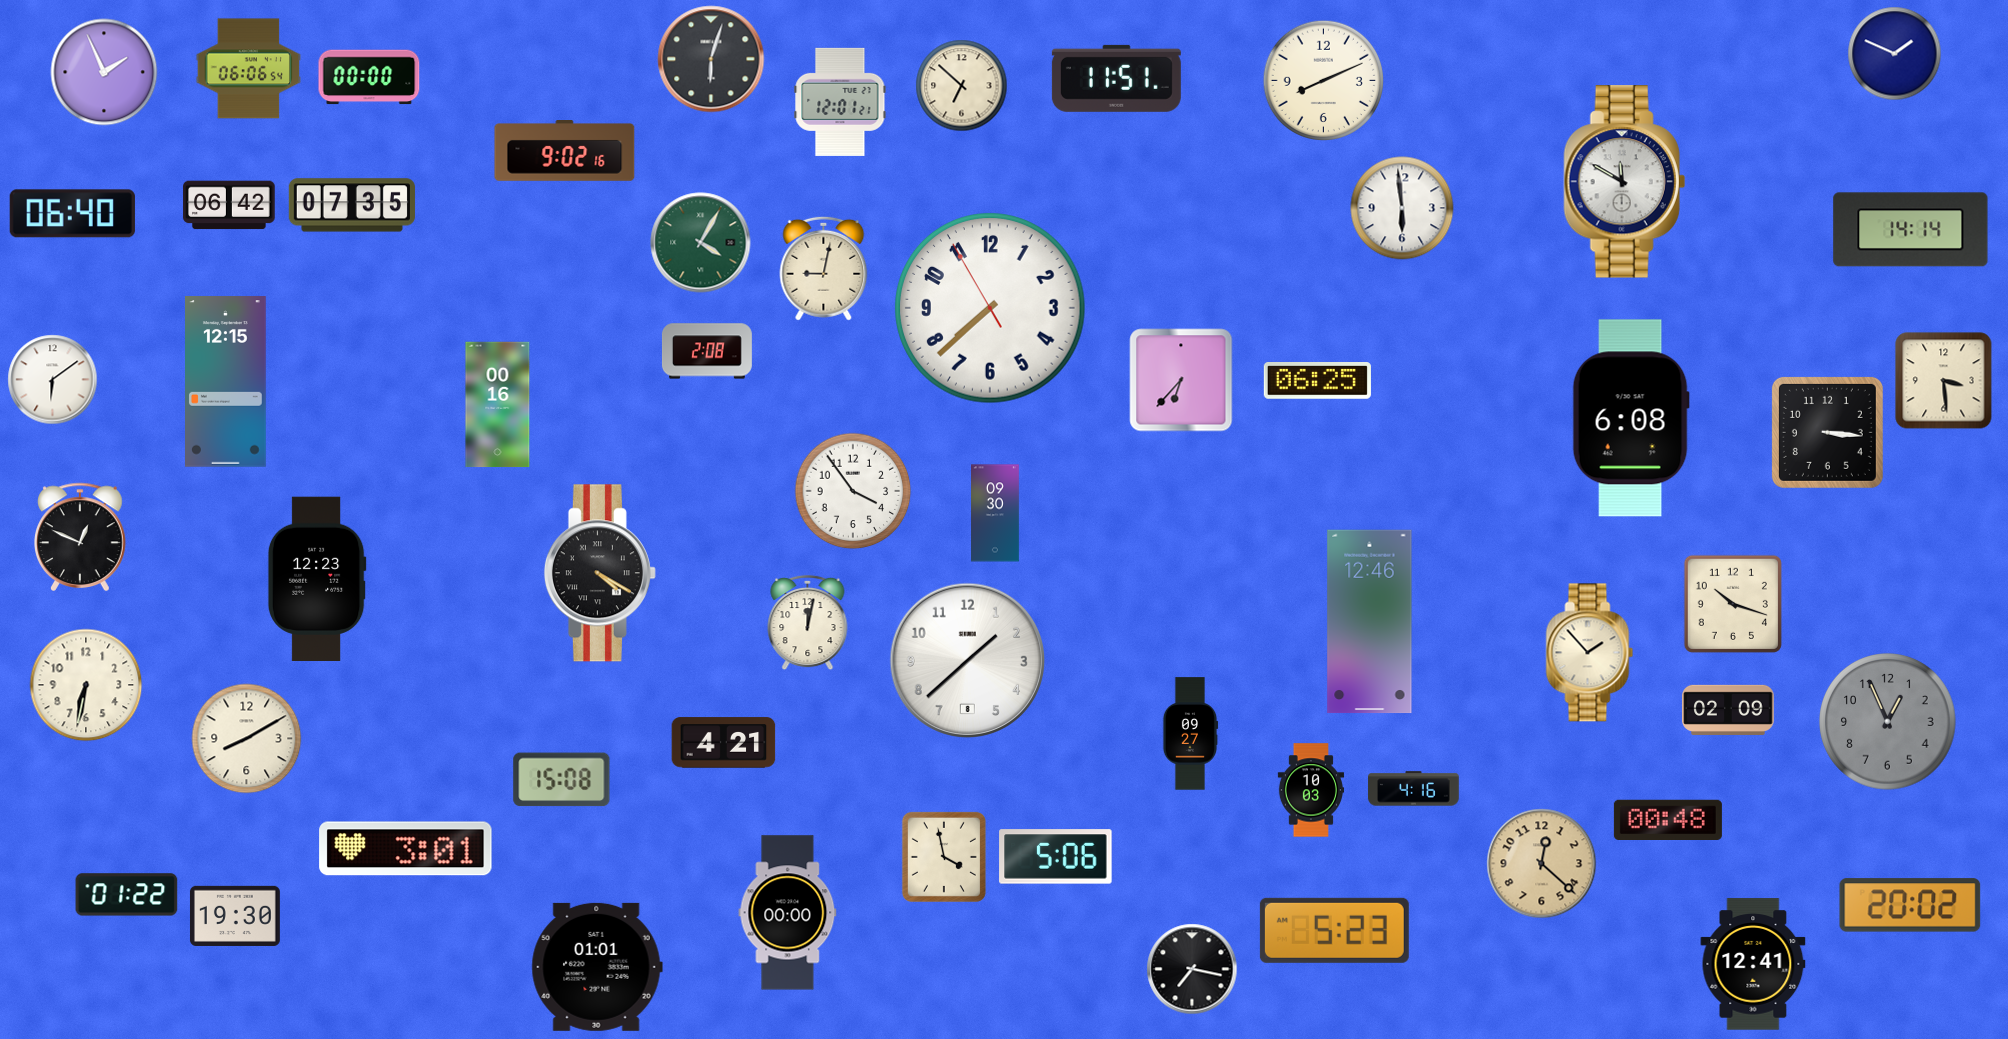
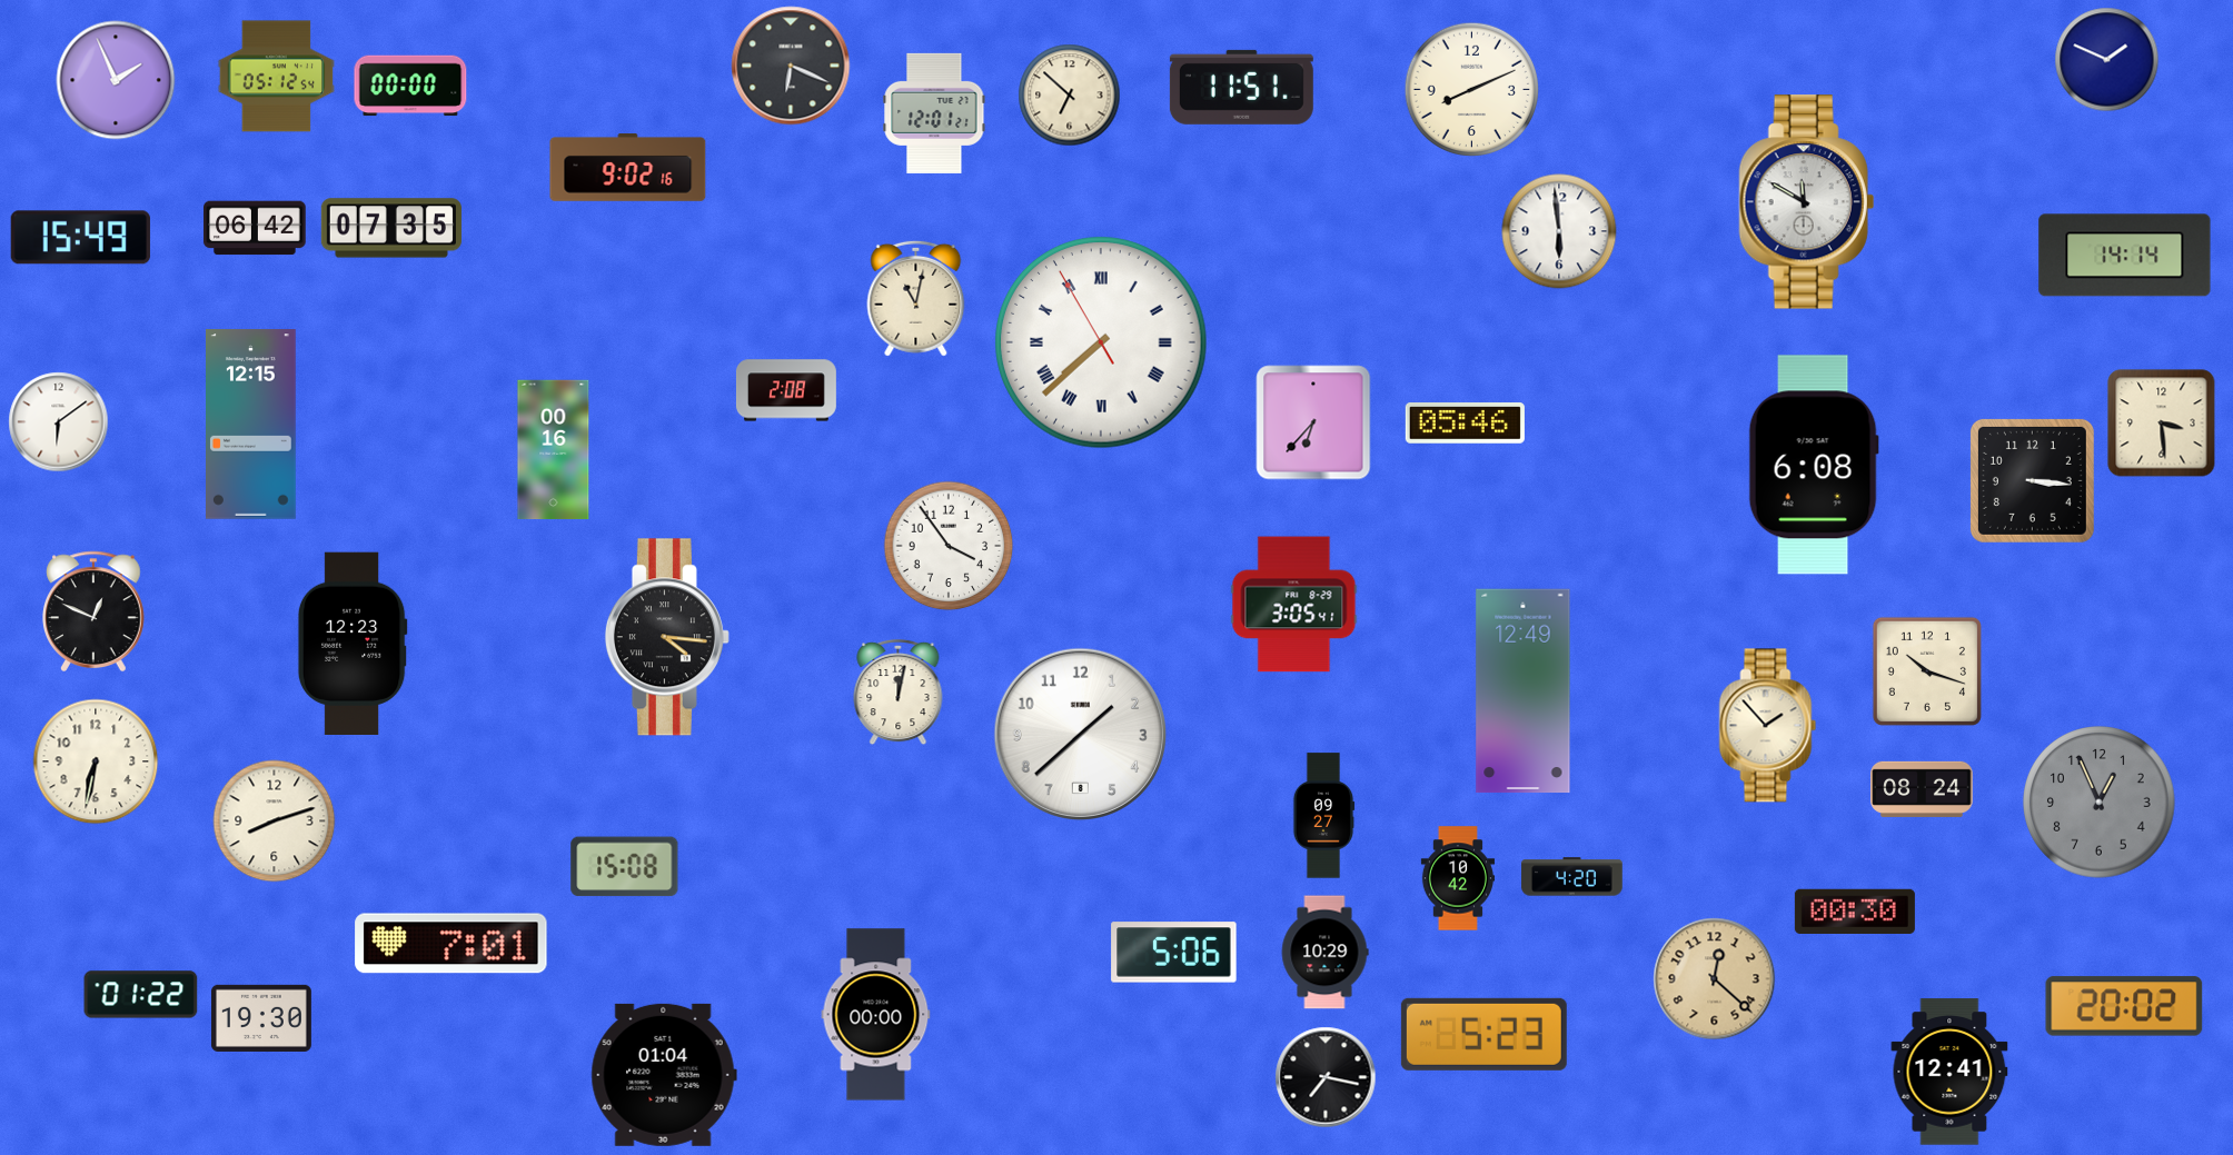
clock at (711, 59): 6:03 -> 6:19
clock at (249, 69): 06:06 -> 05:12
clock at (72, 214): 06:40 -> 15:49
clock at (701, 243): 4:05 -> none
clock at (824, 268): 9:02 -> 11:02
clock at (990, 308) numerals: Arabic -> Roman
clock at (1317, 381): 06:25 -> 05:46
clock at (996, 513): 09:30 -> none
clock at (81, 536) position: (81, 536) -> (95, 610)
clock at (1294, 605): none -> 3:05
clock at (600, 573): 4:20 -> 4:16
clock at (1370, 622): 12:46 -> 12:49
clock at (968, 661) position: (968, 661) -> (1081, 735)
clock at (1728, 710): 02:09 -> 08:24
clock at (247, 739): 8:10 -> 8:12
clock at (724, 743): 4:21 -> none
clock at (1414, 789): 4:16 -> 4:20
clock at (1310, 790): 10:03 -> 10:42
clock at (1668, 819): 00:48 -> 00:30
clock at (406, 849): 3:01 -> 7:01
clock at (944, 857): 3:58 -> none
clock at (1324, 953): none -> 10:29
clock at (1542, 864) position: (1542, 864) -> (1715, 979)
clock at (597, 967): 01:01 -> 01:04
